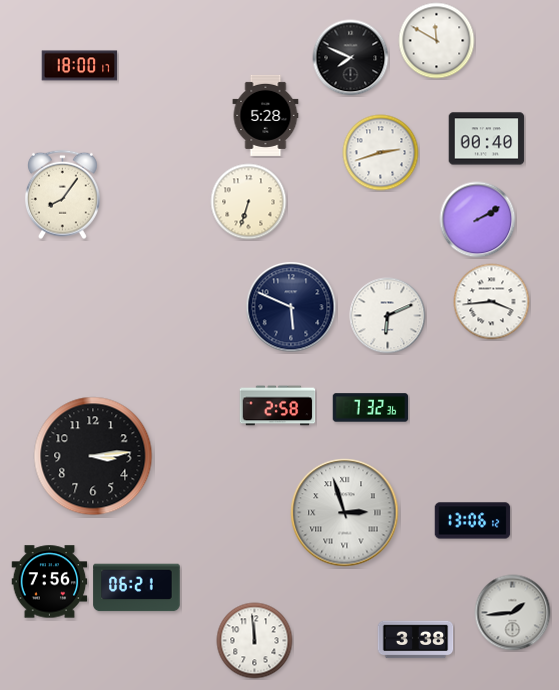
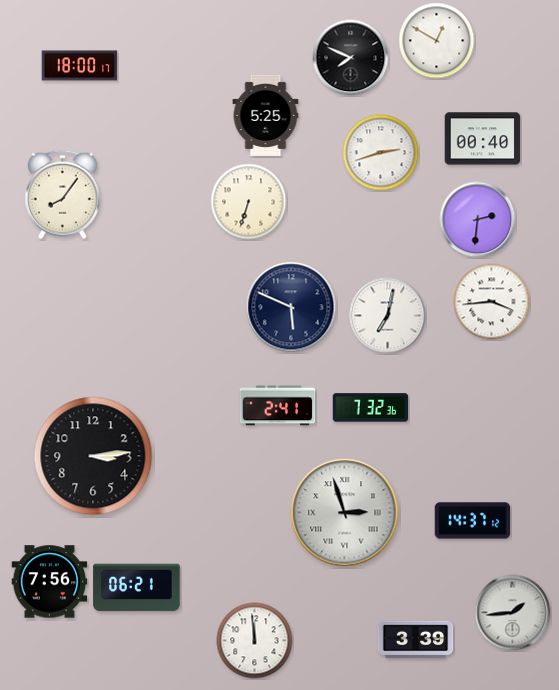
clock at (437, 41): 11:50 -> 12:50
clock at (266, 115): 5:28 -> 5:25
clock at (487, 139) position: (487, 139) -> (483, 139)
clock at (478, 220): 2:10 -> 2:31
clock at (388, 316): 6:11 -> 7:02
clock at (278, 406): 2:58 -> 2:41
clock at (473, 521): 13:06 -> 14:37
clock at (416, 640): 3:38 -> 3:39
